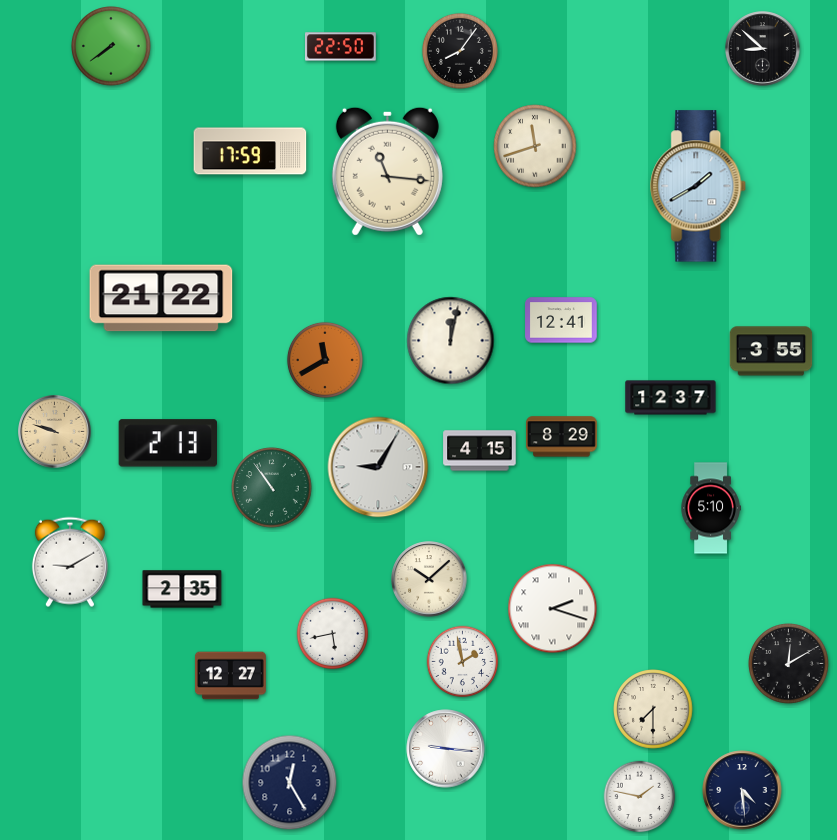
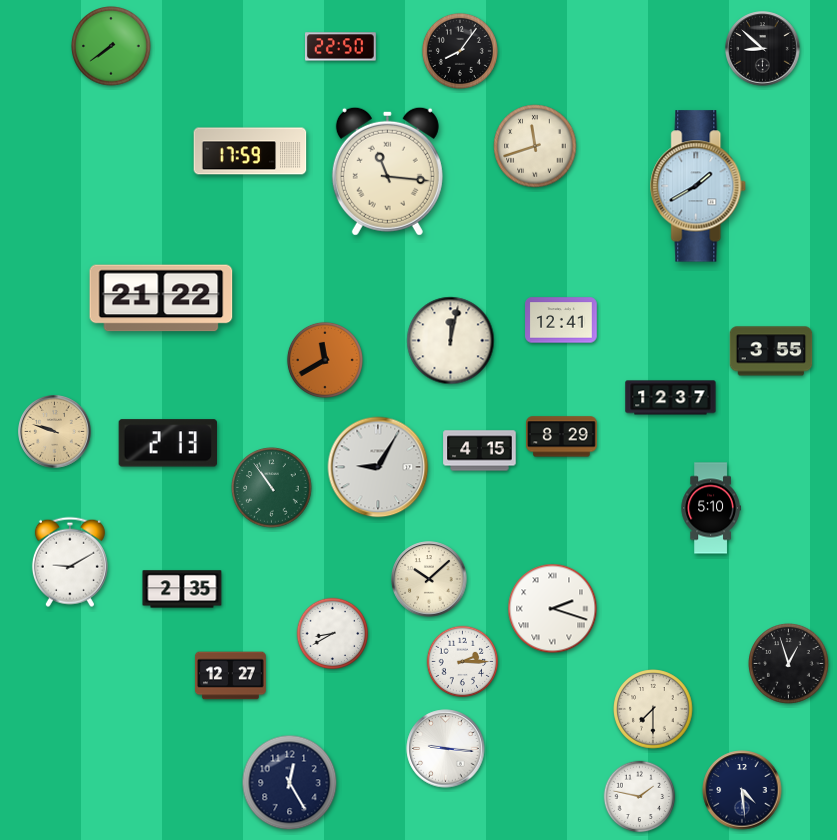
clock at (333, 634): 5:43 -> 8:40
clock at (463, 662): 1:58 -> 2:15
clock at (789, 664): 12:10 -> 12:57
